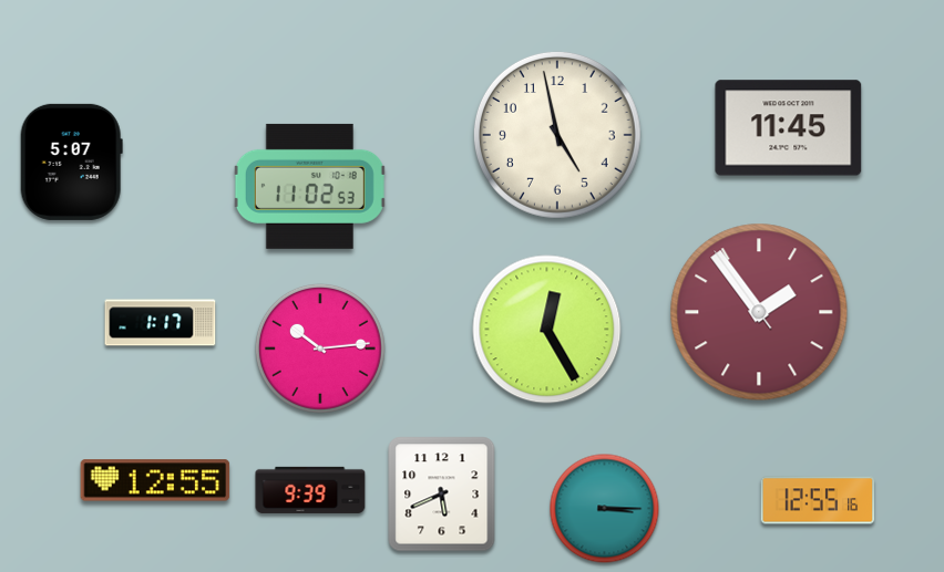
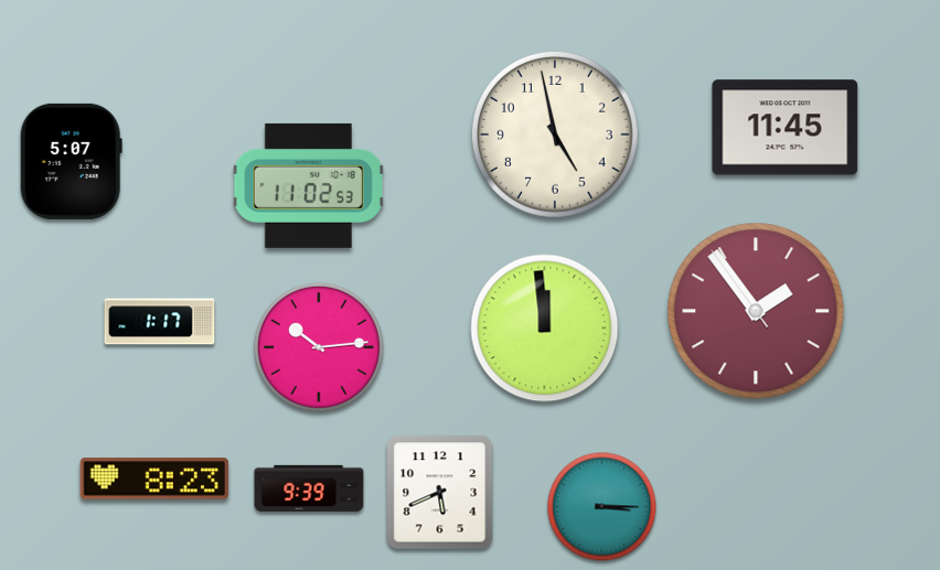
clock at (547, 330): 12:25 -> 11:59
clock at (155, 480): 12:55 -> 8:23
clock at (818, 500): 12:55 -> none
